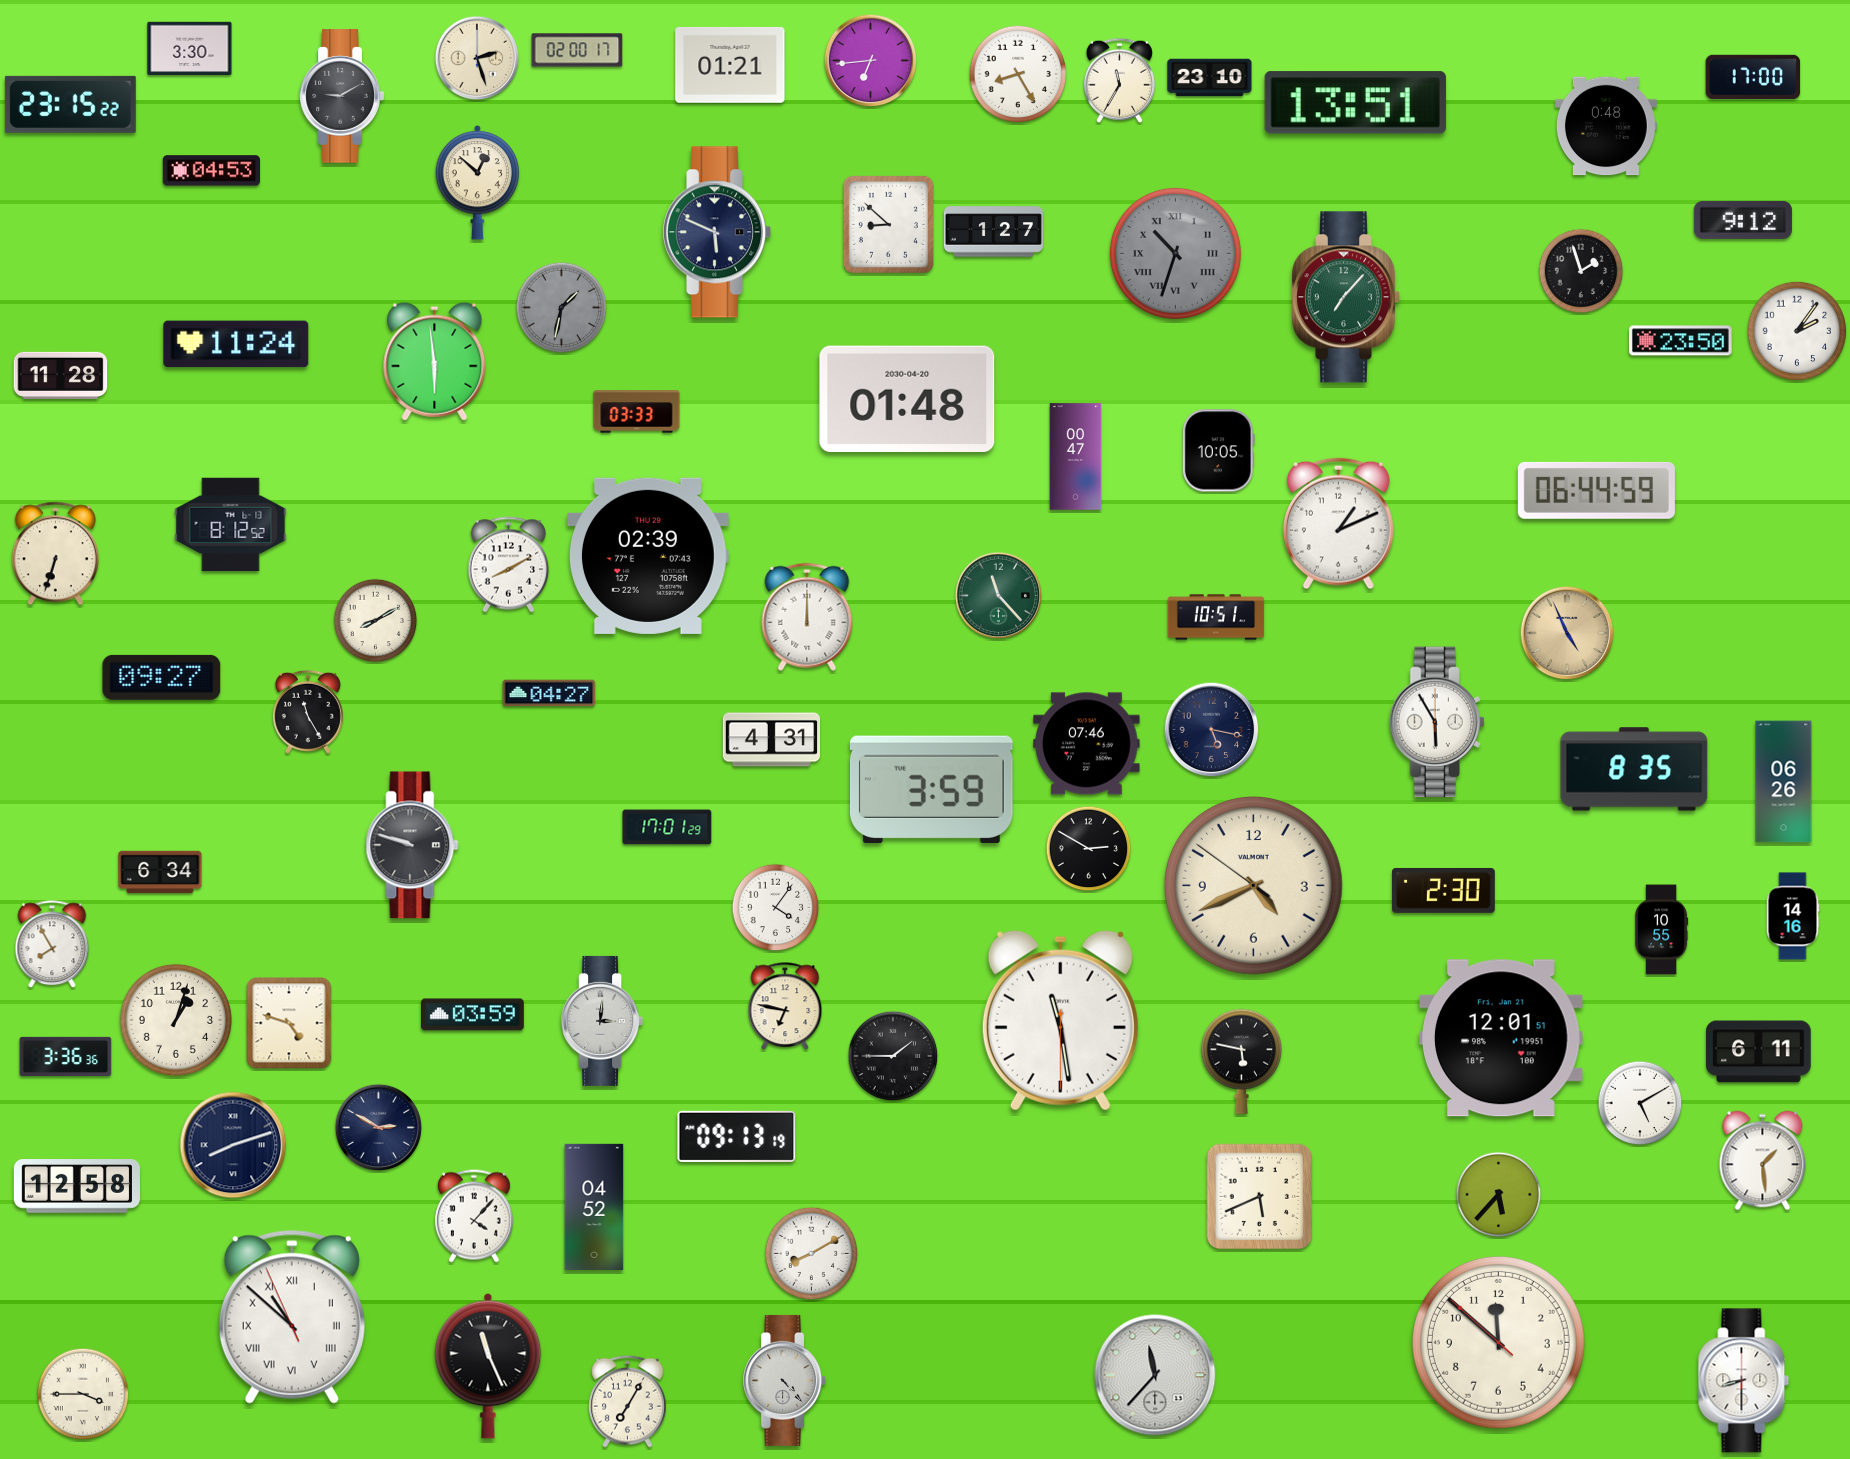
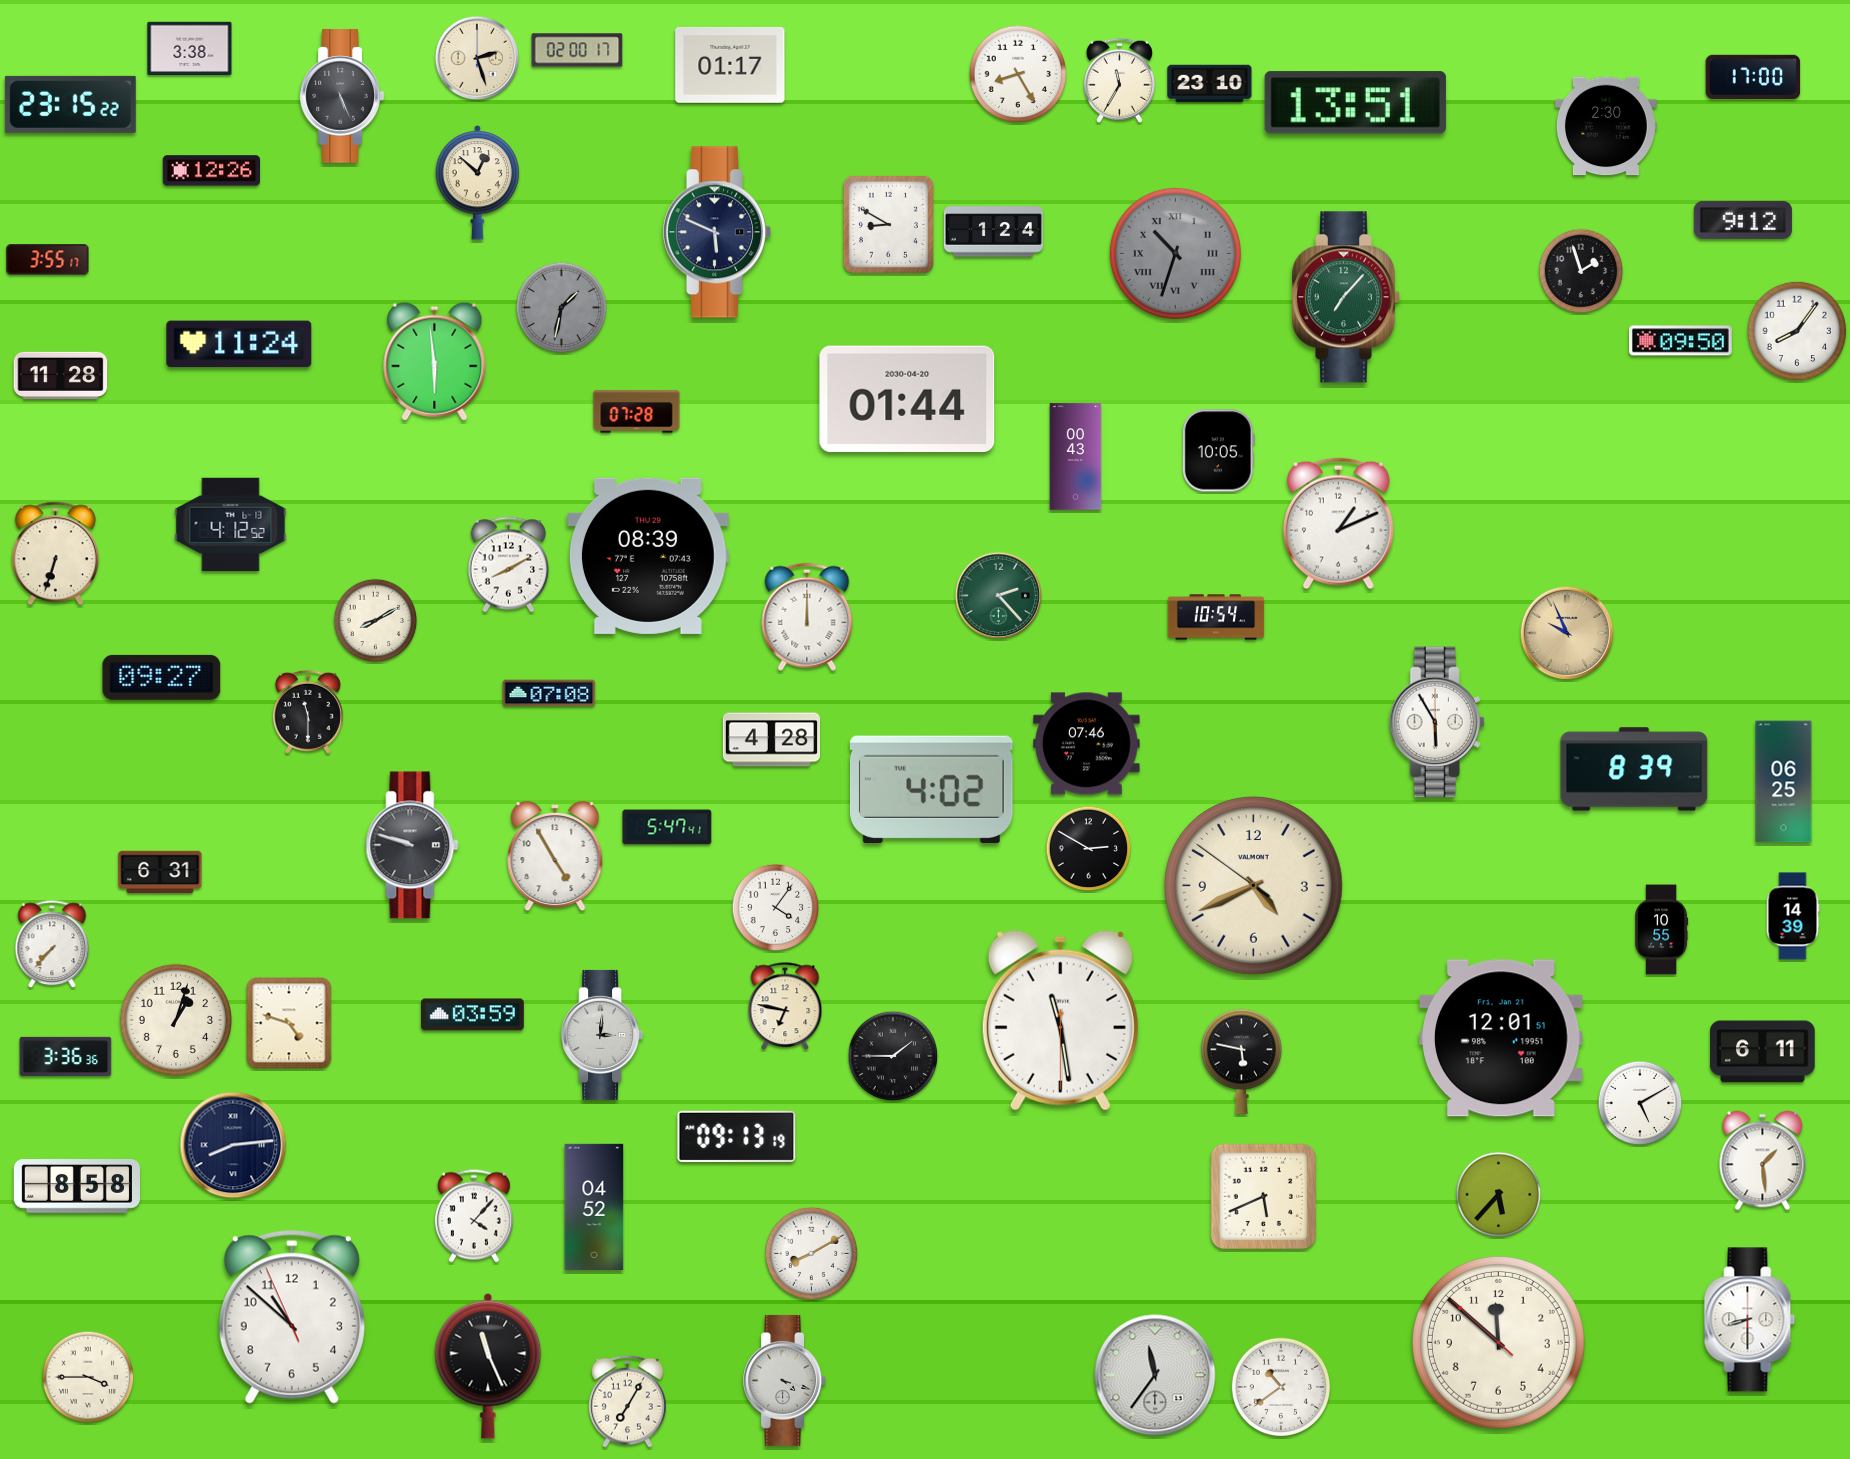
clock at (190, 48): 3:30 -> 3:38
clock at (871, 61): 6:44 -> none
clock at (730, 65): 01:21 -> 01:17
clock at (1210, 78) position: (1210, 78) -> (1210, 84)
clock at (342, 96): 9:10 -> 5:26
clock at (1606, 126): 0:48 -> 2:30
clock at (211, 171): 04:53 -> 12:26
clock at (888, 224): 8:52 -> 8:50
clock at (993, 232): 1:27 -> 1:24
clock at (48, 260): none -> 3:55
clock at (1797, 331): 2:06 -> 8:06
clock at (1680, 341): 23:50 -> 09:50
clock at (236, 344) position: (236, 344) -> (239, 344)
clock at (907, 399): 01:48 -> 01:44
clock at (637, 412): 03:33 -> 07:28
clock at (1076, 457): 00:47 -> 00:43
clock at (1596, 490): 06:44 -> none
clock at (231, 525): 8:12 -> 4:12
clock at (648, 556): 02:39 -> 08:39
clock at (999, 596): 11:23 -> 2:23
clock at (1216, 617): 10:51 -> 10:54
clock at (1567, 633): 4:56 -> 9:56
clock at (549, 693): 04:27 -> 07:08
clock at (308, 712): 11:25 -> 11:30
clock at (1212, 730): 5:17 -> none
clock at (771, 740): 4:31 -> 4:28
clock at (1634, 769): 8:35 -> 8:39
clock at (1784, 782): 06:26 -> 06:25
clock at (931, 789): 3:59 -> 4:02
clock at (667, 827): 17:01 -> 5:47
clock at (555, 856): none -> 4:55
clock at (160, 872): 6:34 -> 6:31
clock at (1443, 890): 2:30 -> none
clock at (1793, 916): 14:16 -> 14:39
clock at (52, 945): 7:55 -> 7:37
clock at (602, 1021) position: (602, 1021) -> (602, 1035)
clock at (1759, 1052) position: (1759, 1052) -> (1763, 1052)
clock at (379, 1128): 2:50 -> none
clock at (233, 1145): 8:12 -> 8:14
clock at (77, 1186): 12:58 -> 8:58
clock at (1260, 1197) position: (1260, 1197) -> (1264, 1197)
clock at (292, 1317) numerals: Roman -> Arabic
clock at (1155, 1375): 11:37 -> 11:36
clock at (785, 1380): 4:23 -> 4:18
clock at (1744, 1381) position: (1744, 1381) -> (1750, 1320)
clock at (1281, 1387): none -> 10:39
clock at (83, 1394) position: (83, 1394) -> (88, 1377)
